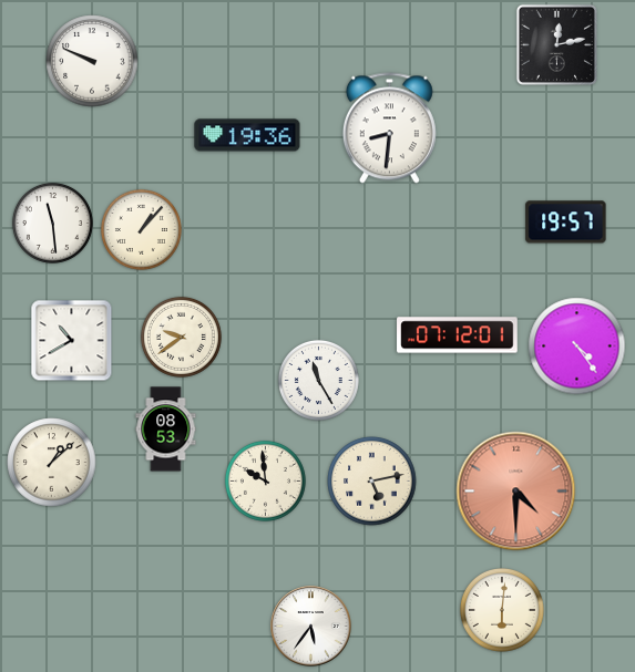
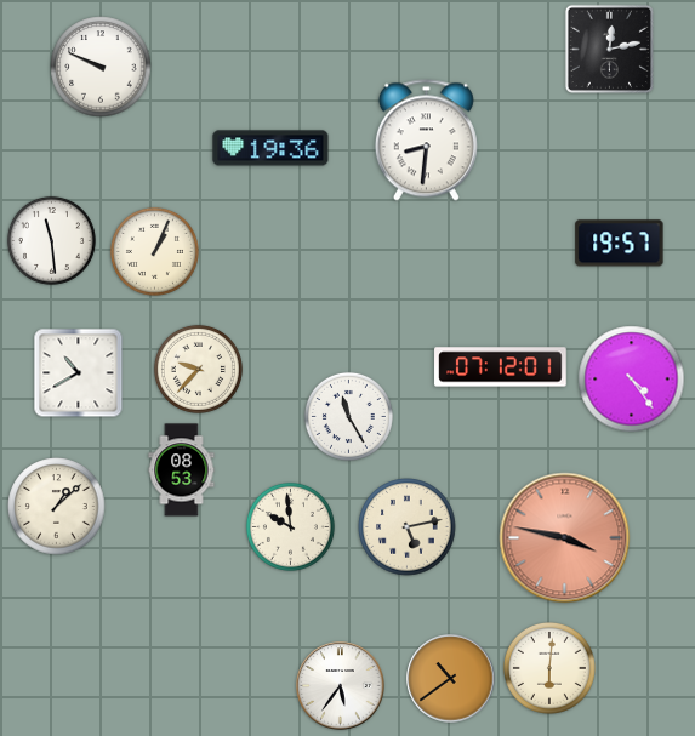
clock at (52, 223) position: (52, 223) -> (51, 240)
clock at (141, 229): 1:07 -> 1:04
clock at (181, 337): 9:39 -> 9:37
clock at (516, 492): 4:30 -> 3:47
clock at (451, 679): none -> 10:39
